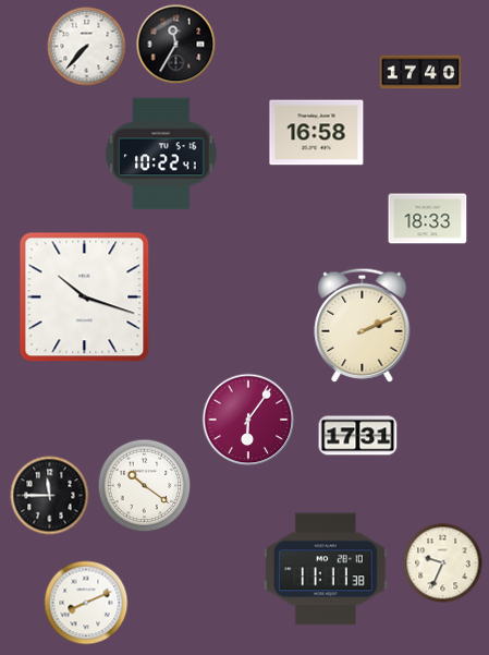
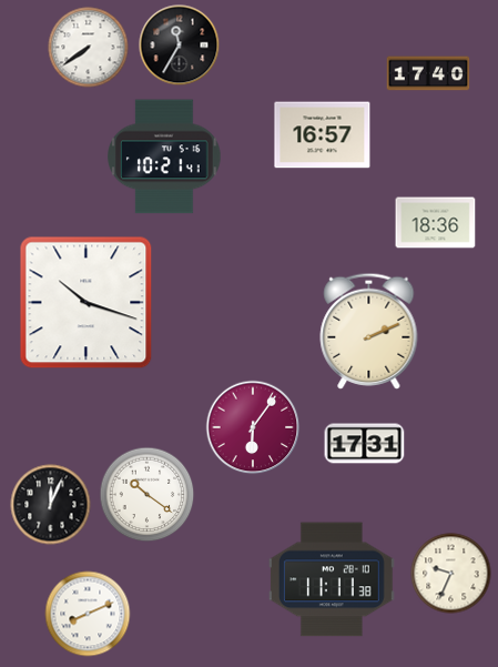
clock at (87, 47): 7:37 -> 7:39
clock at (317, 133): 16:58 -> 16:57
clock at (161, 154): 10:22 -> 10:21
clock at (428, 219): 18:33 -> 18:36
clock at (50, 496): 11:45 -> 12:04
